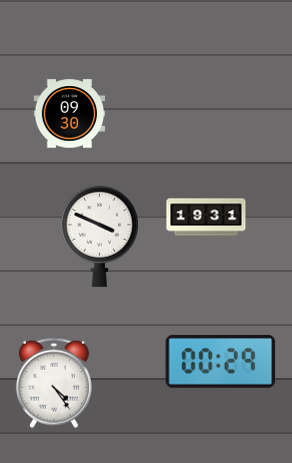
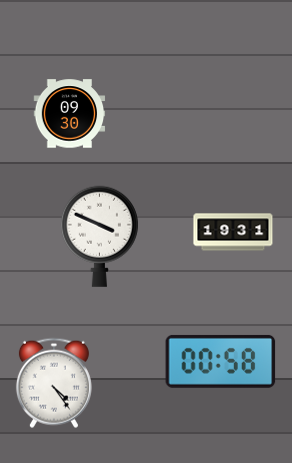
clock at (206, 217) position: (206, 217) -> (233, 232)
clock at (221, 361): 00:29 -> 00:58
